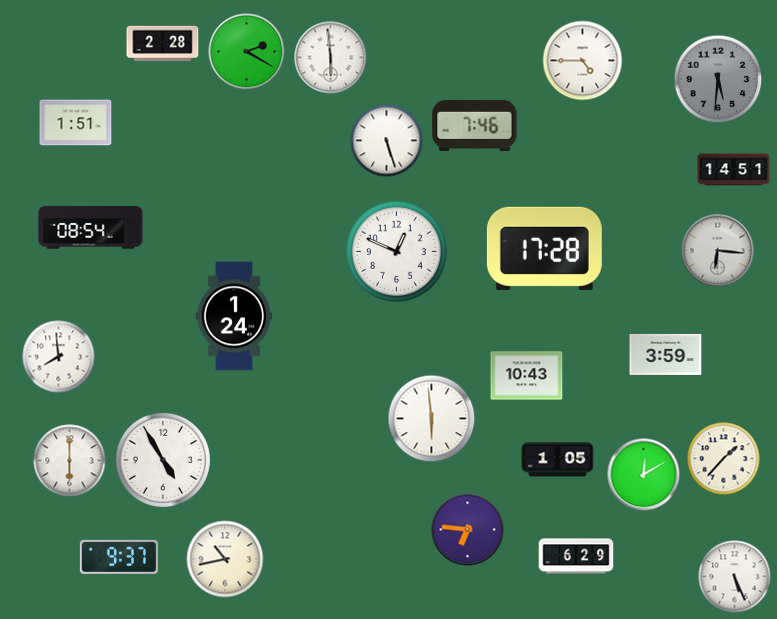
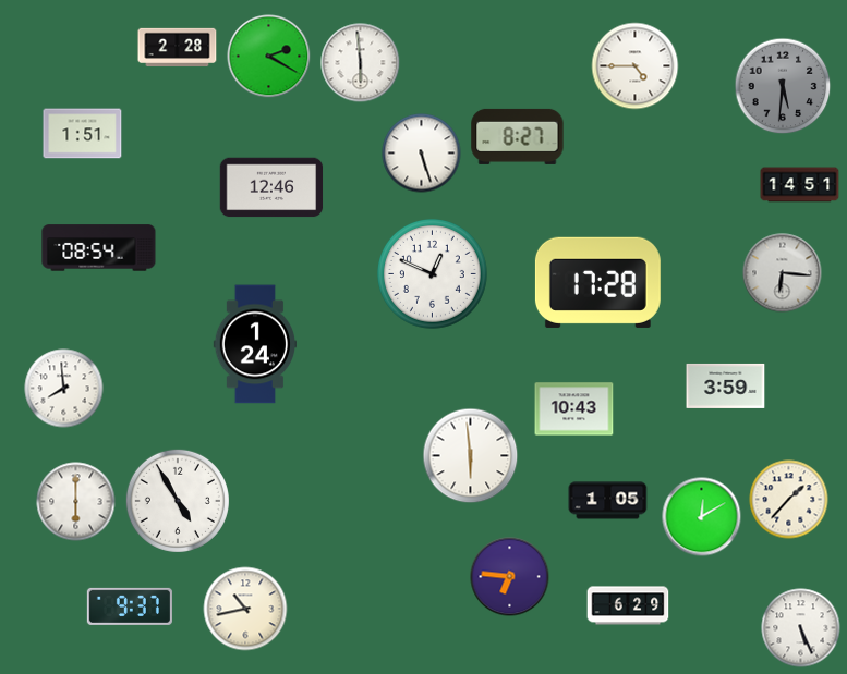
clock at (475, 125): 7:46 -> 8:27
clock at (271, 187): none -> 12:46
clock at (544, 248) position: (544, 248) -> (597, 282)
